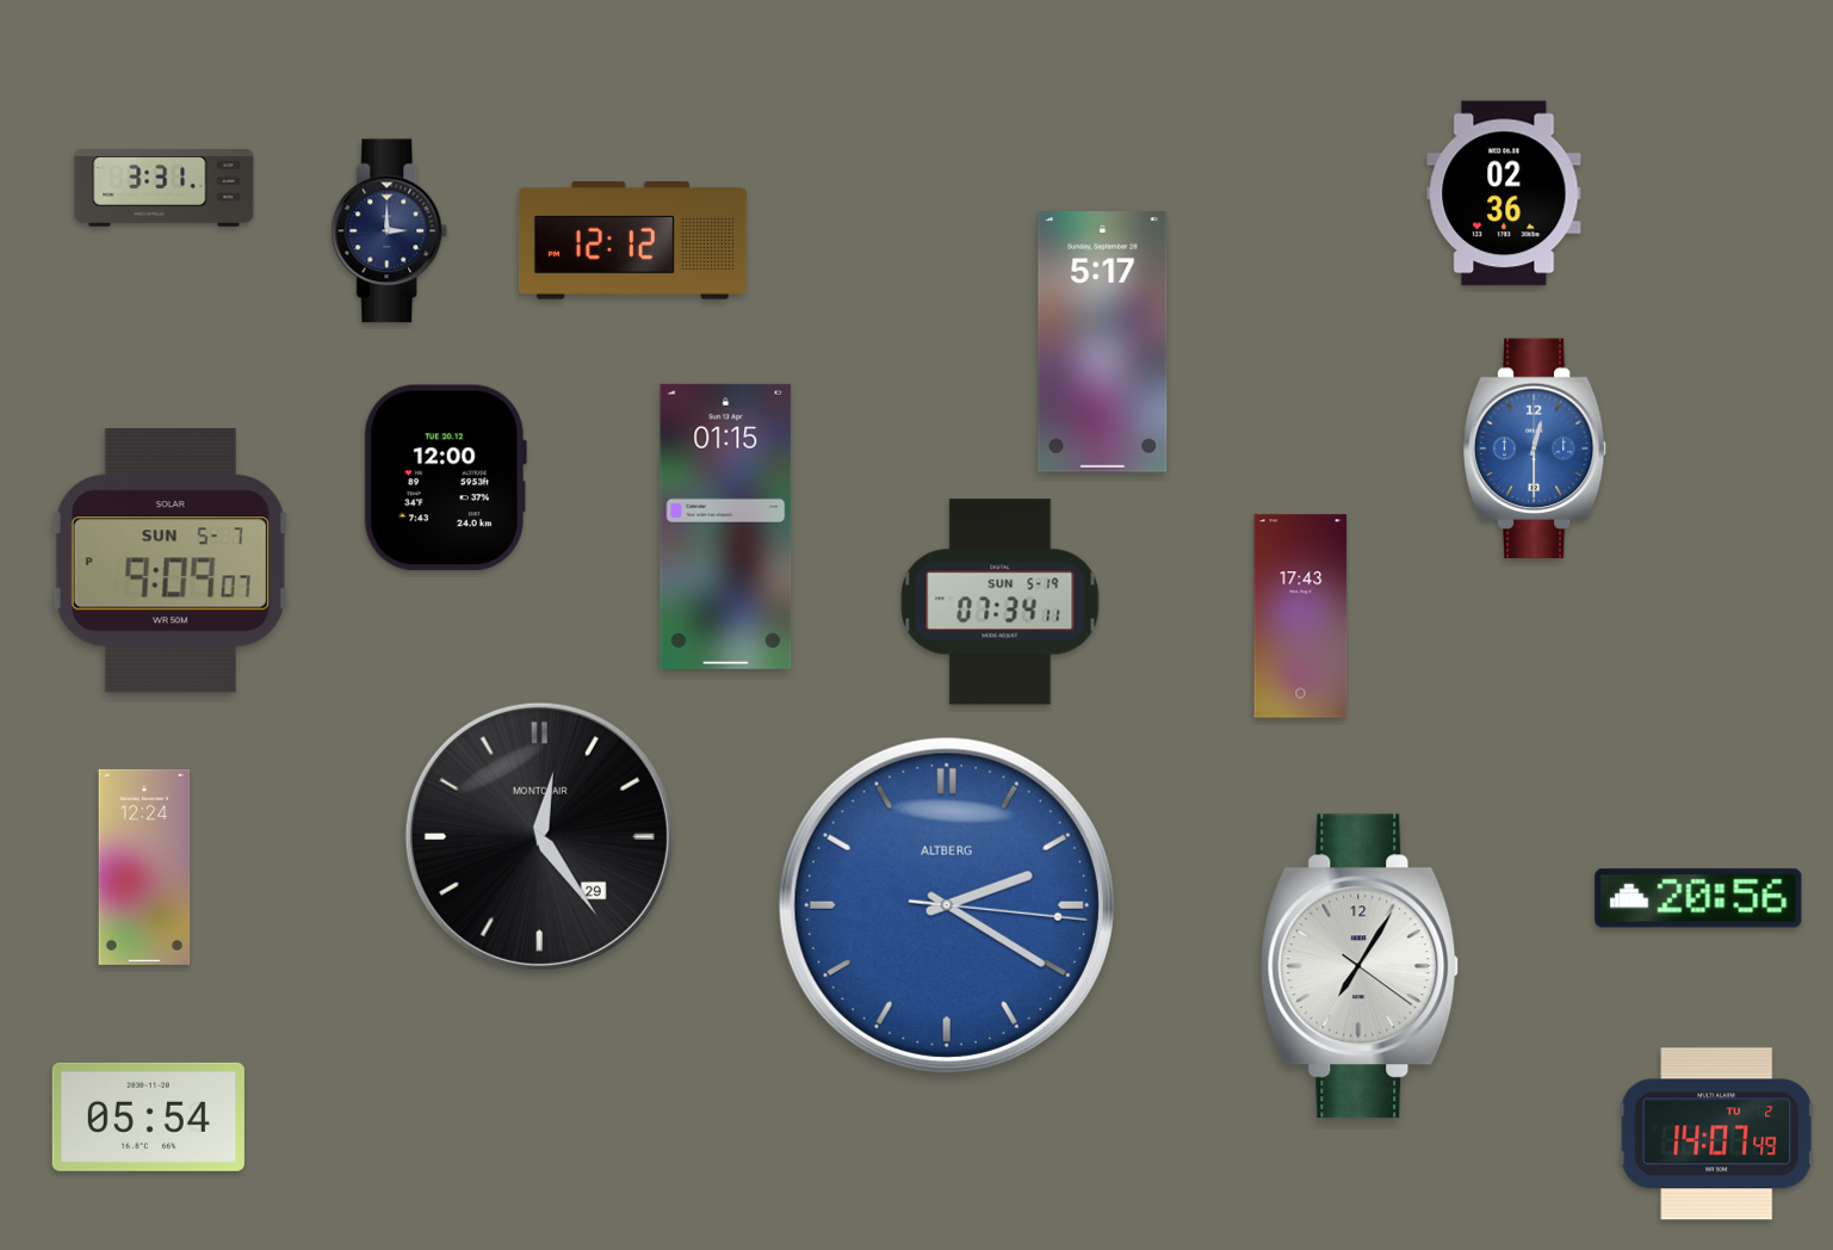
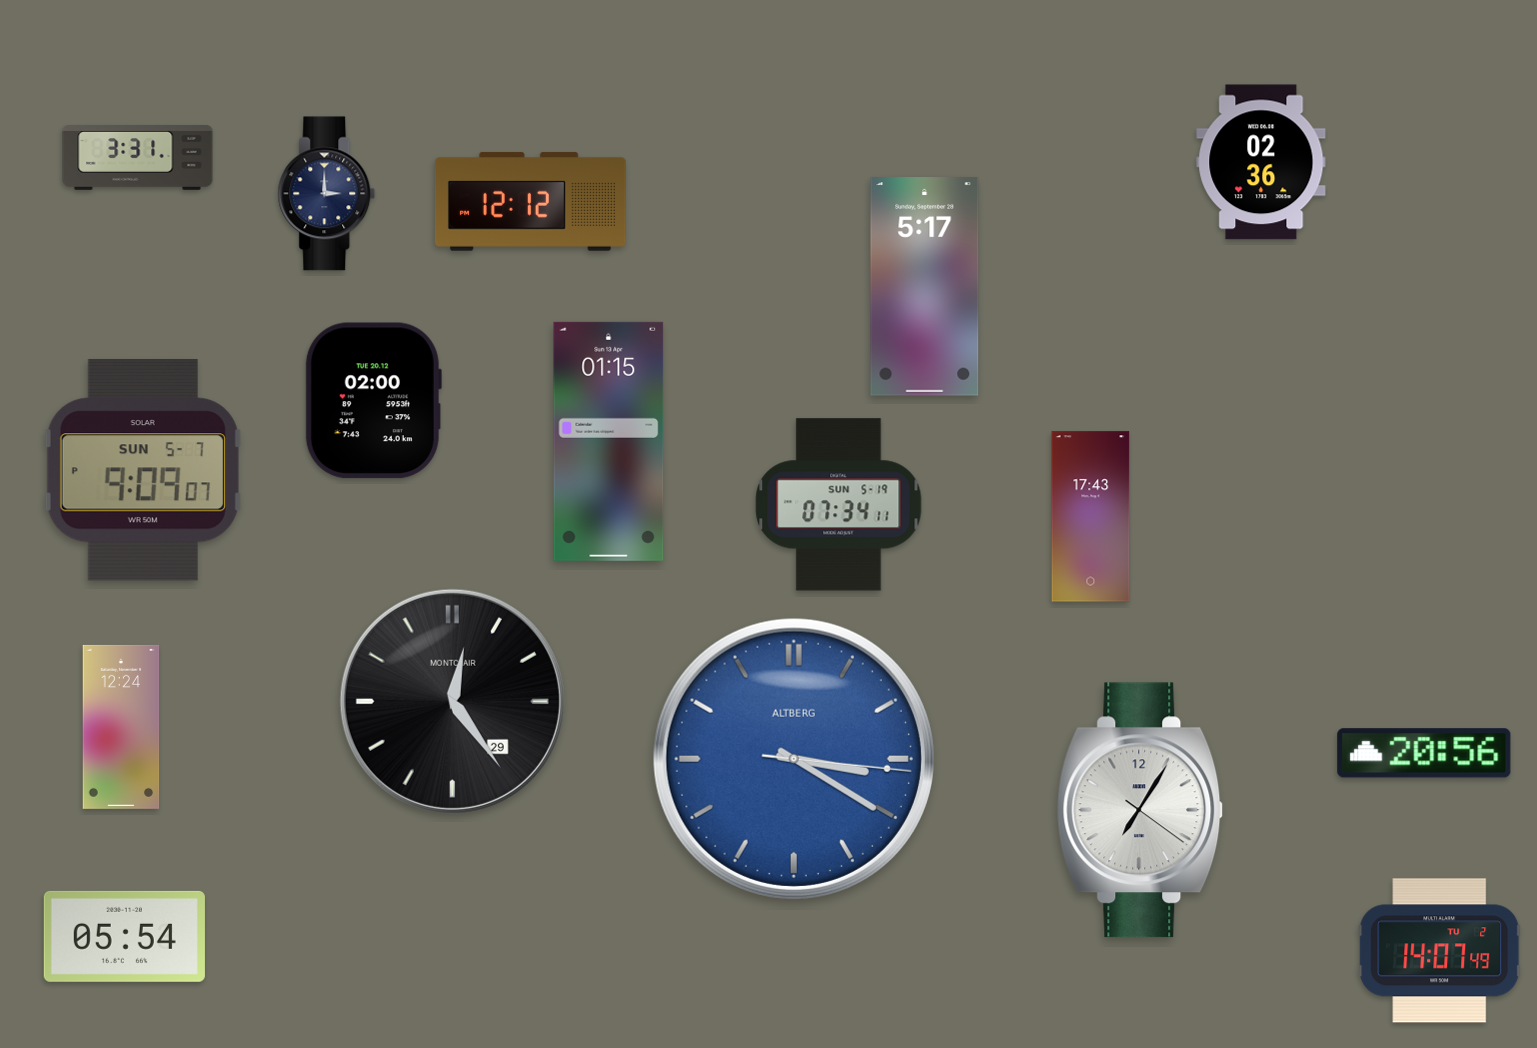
clock at (1536, 448): 12:30 -> none
clock at (445, 478): 12:00 -> 02:00
clock at (947, 905): 2:20 -> 3:20
